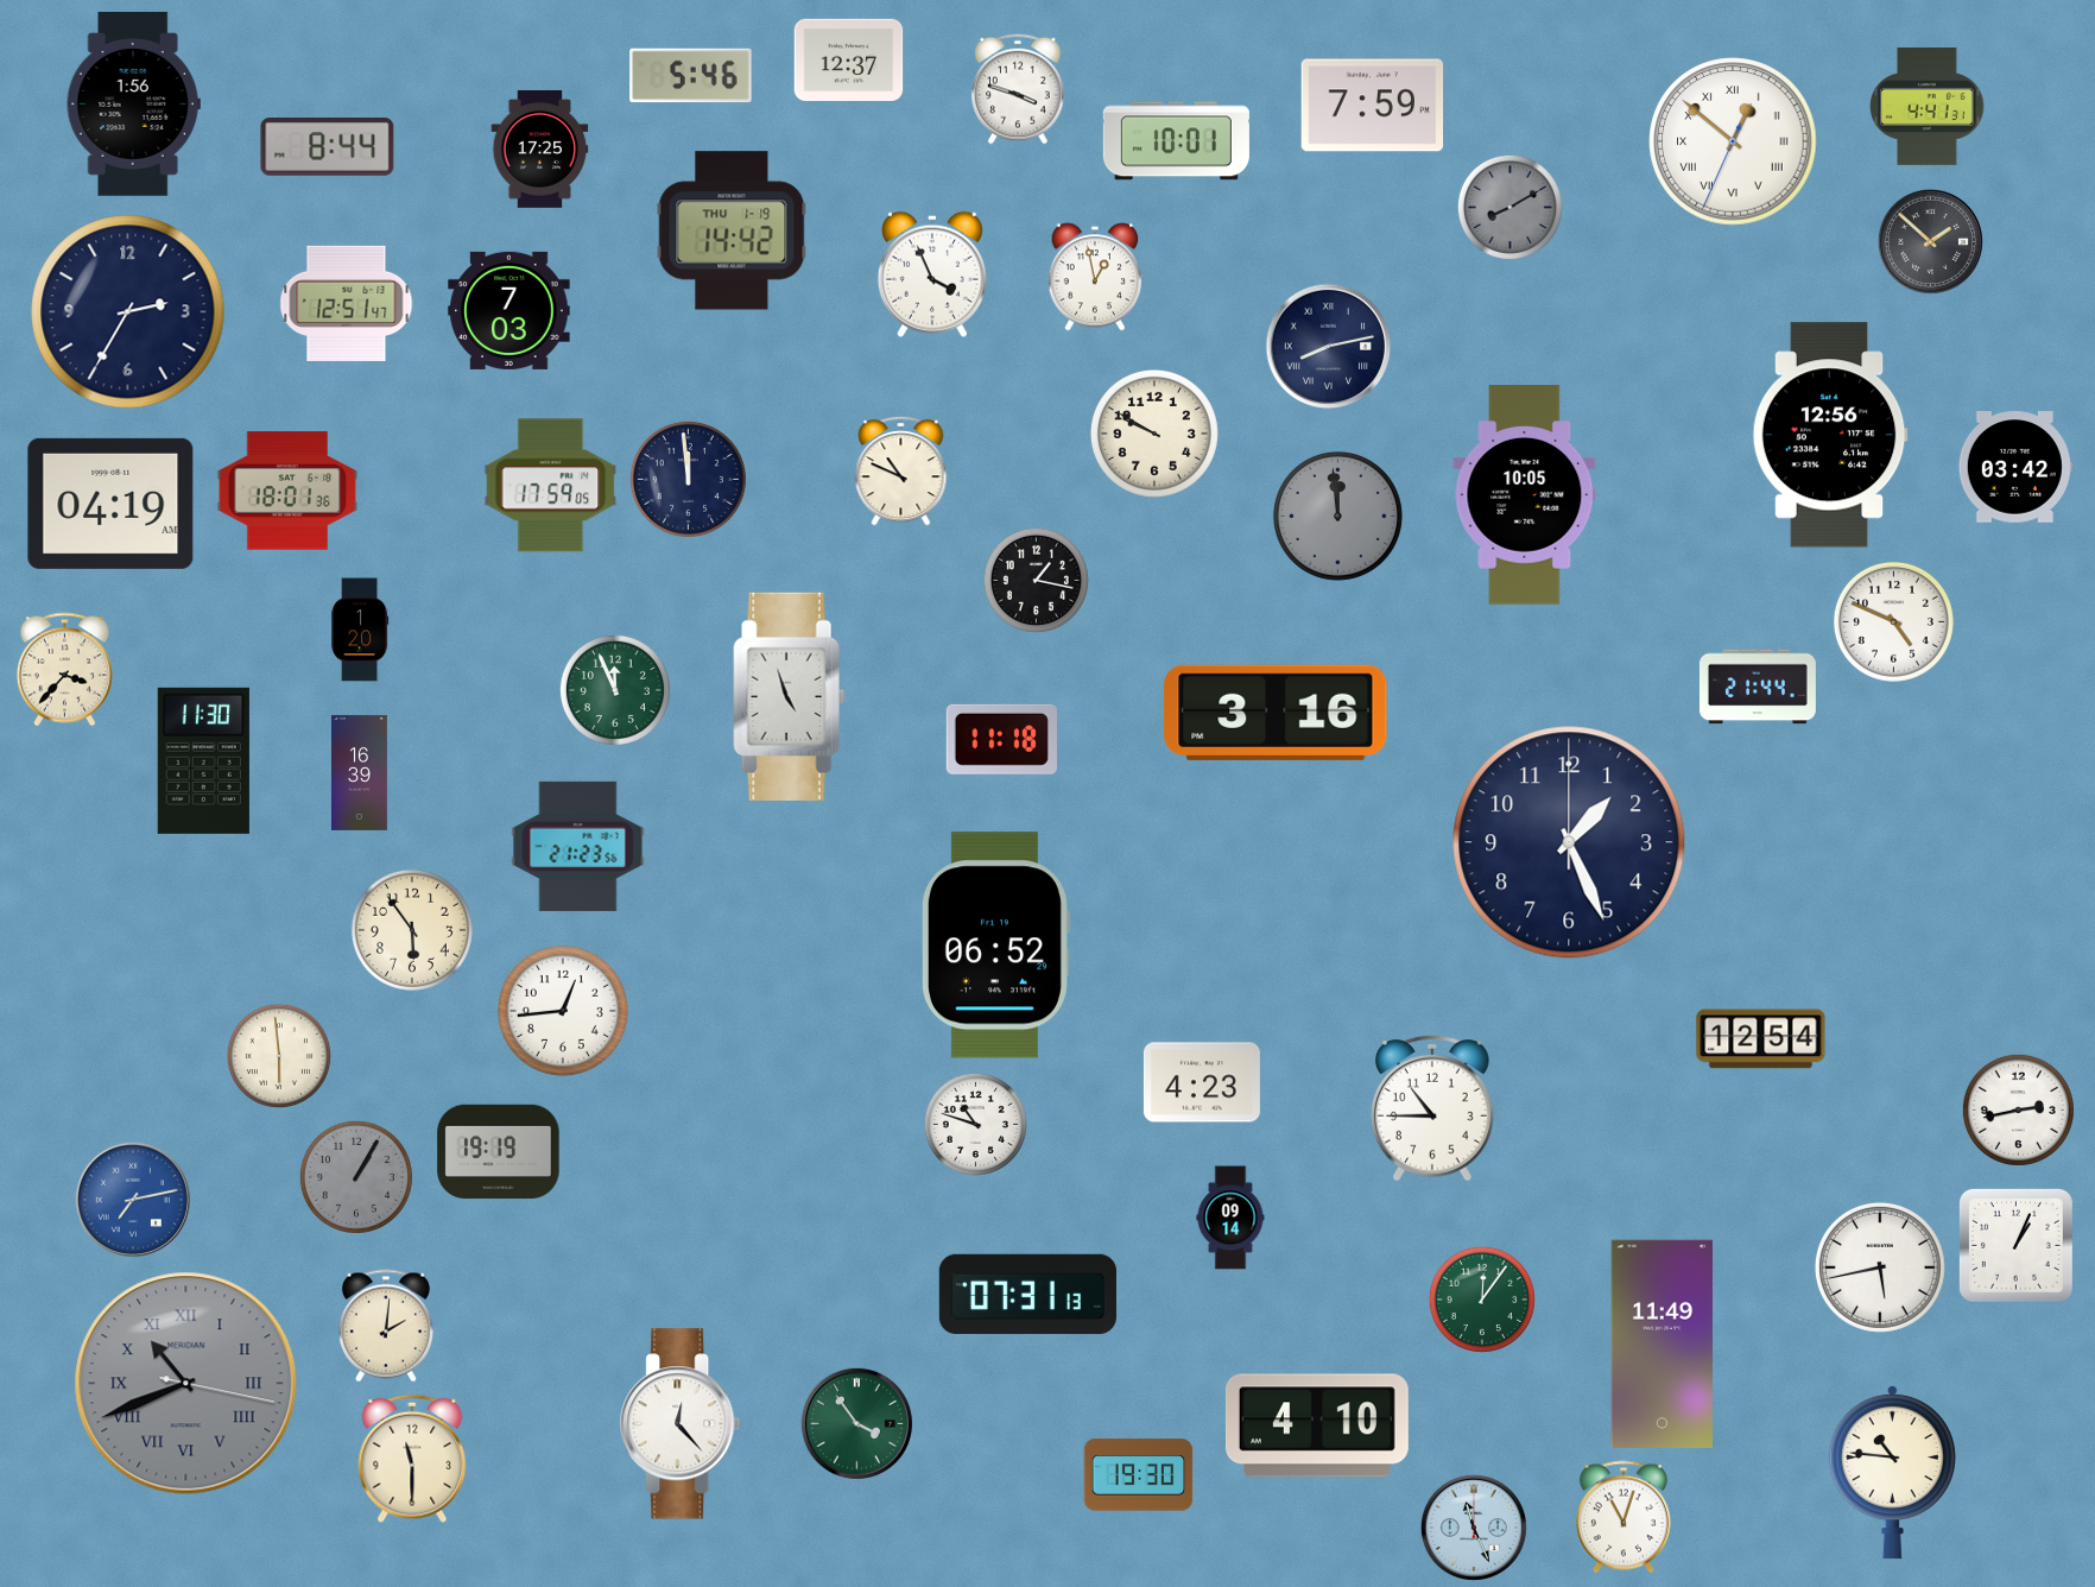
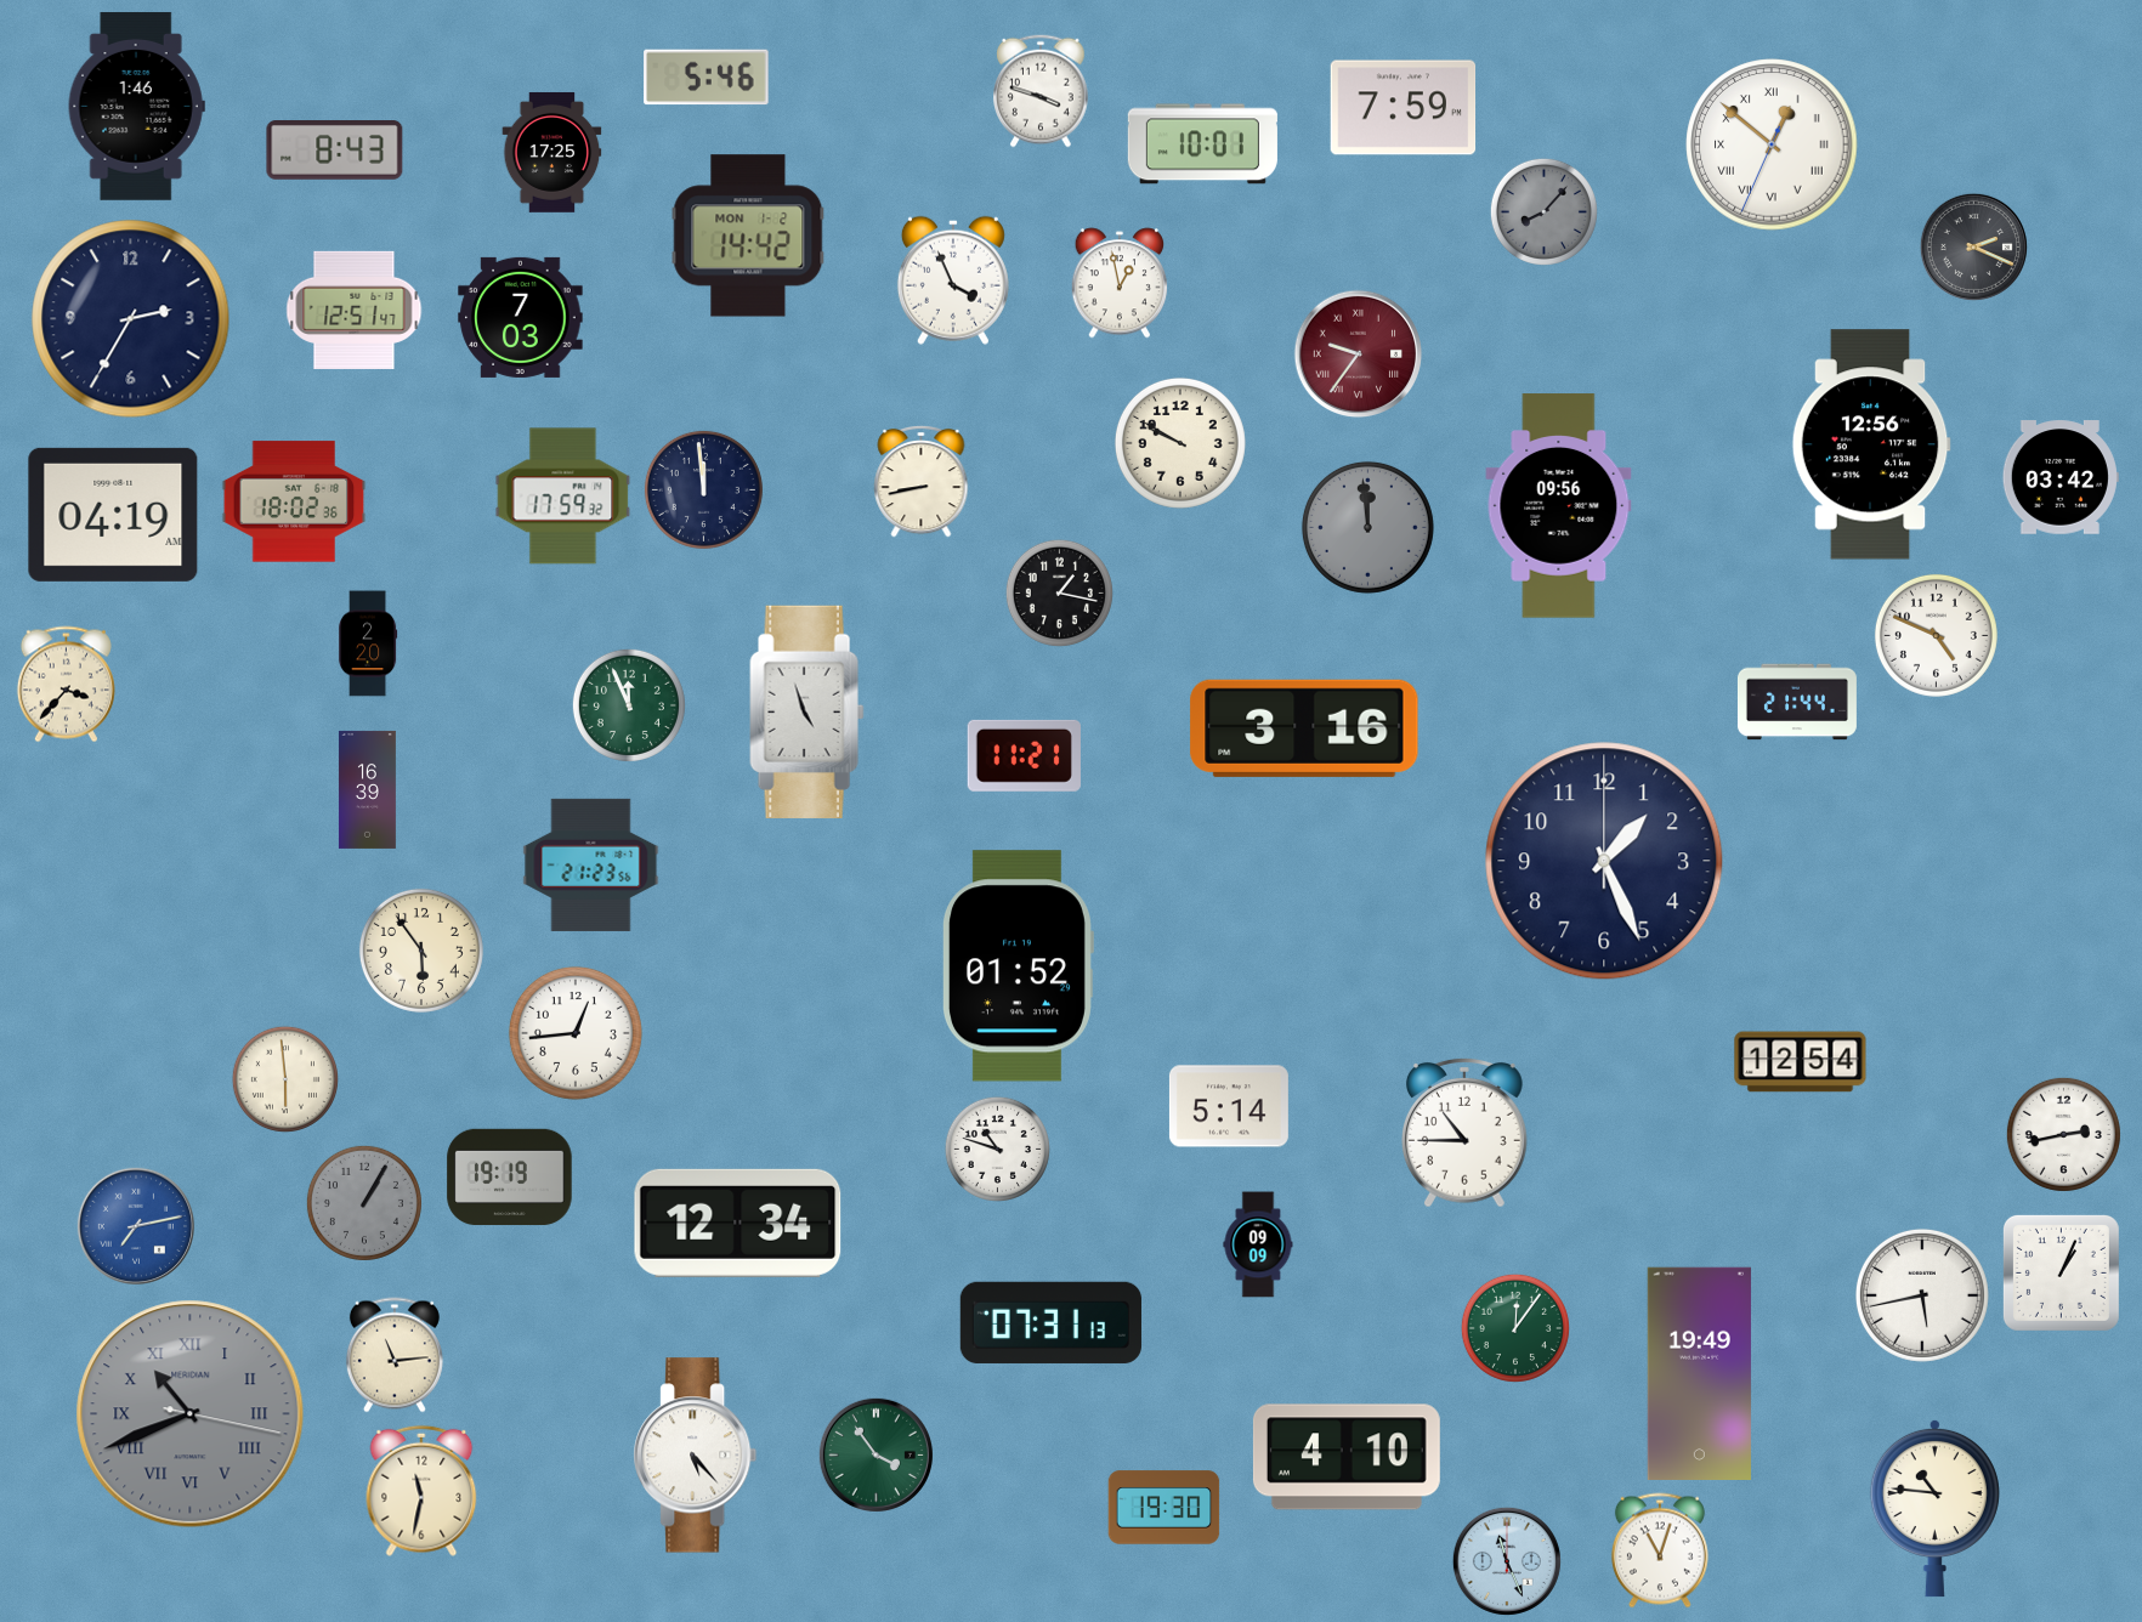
clock at (849, 59): 12:37 -> none
clock at (133, 103): 1:56 -> 1:46
clock at (1928, 106): 4:41 -> none
clock at (328, 147): 8:44 -> 8:43
clock at (1509, 207): 8:10 -> 8:07
clock at (732, 230) date: THU 1-19 -> MON 1-2
clock at (1930, 241): 1:52 -> 2:19
clock at (1329, 347): 8:13 -> 9:36
clock at (1329, 347) dial: navy -> burgundy
clock at (901, 470): 10:49 -> 8:43
clock at (551, 486): 17:59:05 -> 17:59:32
clock at (287, 491): 18:01 -> 18:02
clock at (1525, 495): 10:05 -> 09:56
clock at (360, 630): 1:20 -> 2:20
clock at (1001, 739): 11:18 -> 11:21
clock at (203, 760): 11:30 -> none
clock at (995, 946): 06:52 -> 01:52
clock at (1202, 1082): 4:23 -> 5:14
clock at (738, 1223): none -> 12:34
clock at (1230, 1218): 09:14 -> 09:09
clock at (386, 1326): 2:01 -> 11:14
clock at (1662, 1343): 11:49 -> 19:49
clock at (681, 1424): 12:23 -> 5:23
clock at (412, 1459): 11:30 -> 11:32
clock at (1892, 1472) position: (1892, 1472) -> (1934, 1508)
